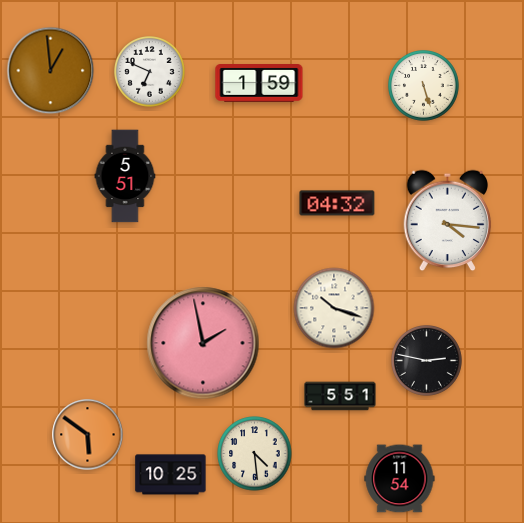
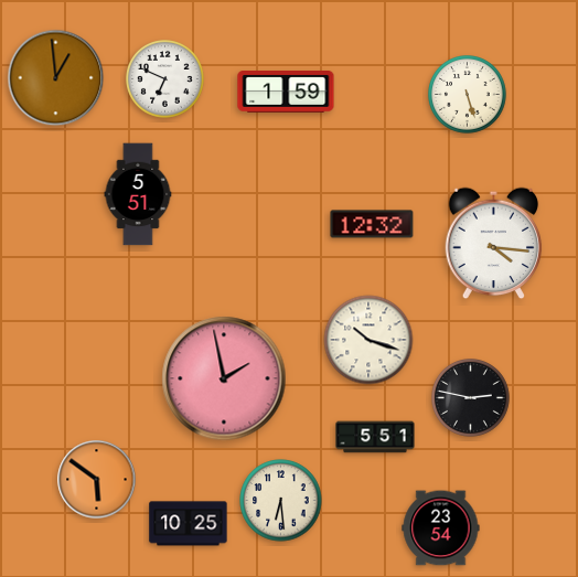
clock at (337, 203): 04:32 -> 12:32
clock at (255, 454): 4:29 -> 6:29
clock at (400, 479): 11:54 -> 23:54
